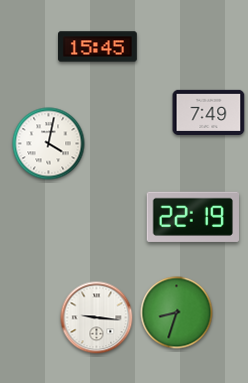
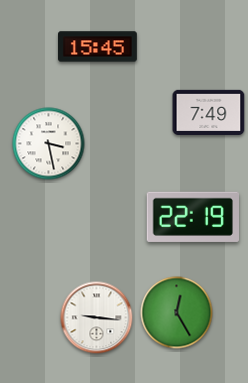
clock at (49, 144): 4:02 -> 3:28
clock at (177, 313): 8:33 -> 12:25
